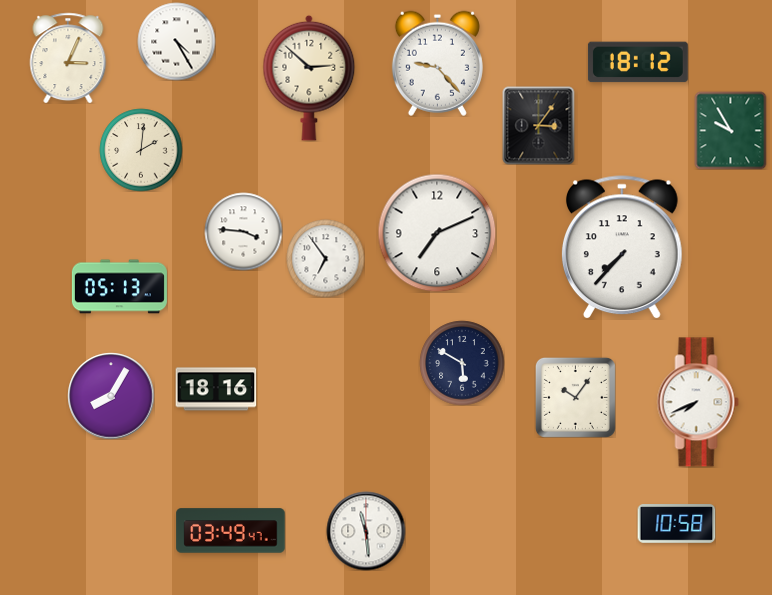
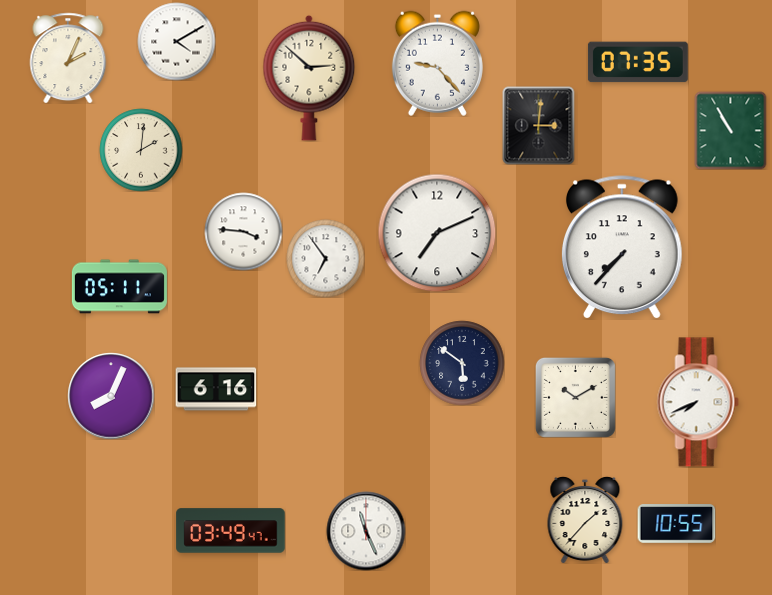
clock at (176, 41): 4:25 -> 4:10
clock at (68, 58): 3:04 -> 2:04
clock at (638, 62): 18:12 -> 07:35
clock at (539, 125): 3:06 -> 3:01
clock at (731, 130): 9:55 -> 10:55
clock at (119, 287): 05:13 -> 05:11
clock at (462, 363): 5:50 -> 5:51
clock at (216, 389): 18:16 -> 6:16
clock at (111, 396): 8:05 -> 8:04
clock at (575, 397): 10:06 -> 10:10
clock at (585, 520): none -> 1:37
clock at (676, 524): 10:58 -> 10:55
clock at (366, 531): 11:29 -> 11:26
